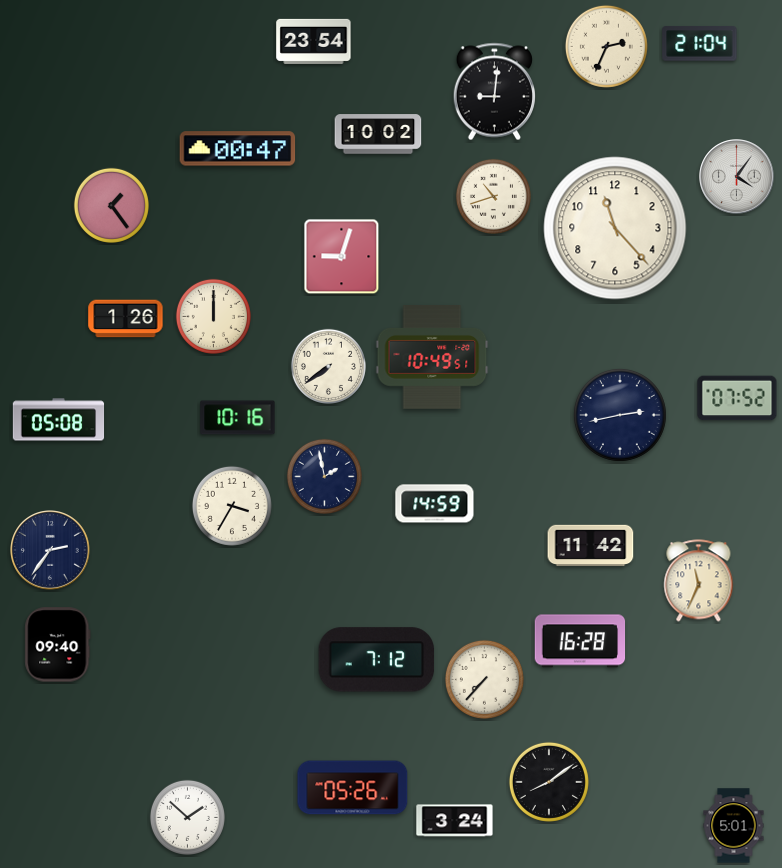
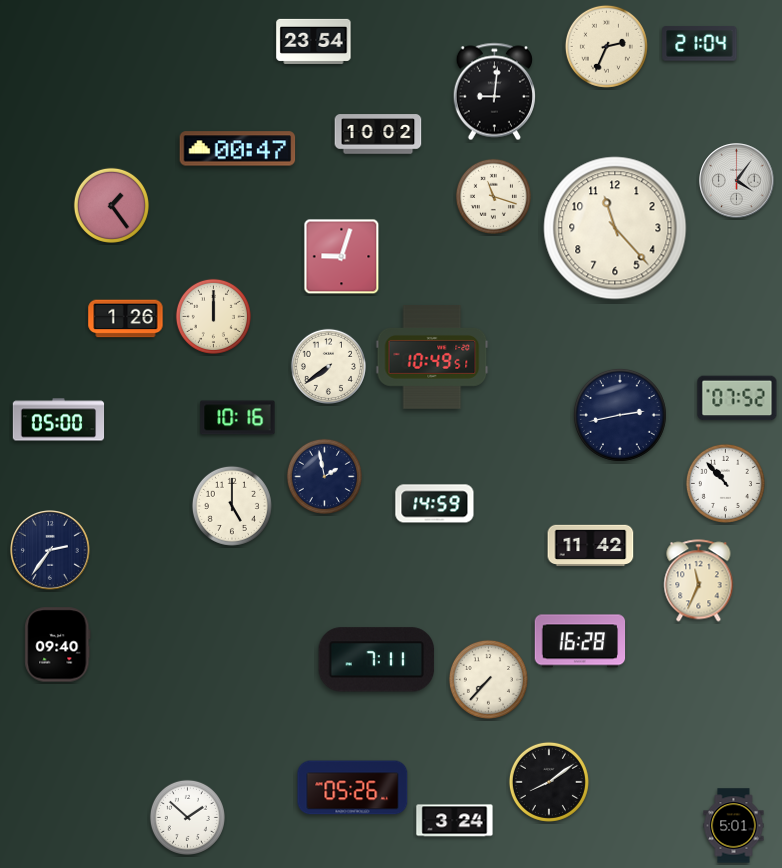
clock at (737, 177) position: (737, 177) -> (737, 181)
clock at (493, 196): 10:42 -> 11:18
clock at (59, 420): 05:08 -> 05:00
clock at (725, 483): none -> 10:53
clock at (232, 506): 3:35 -> 5:00
clock at (377, 660): 7:12 -> 7:11
clock at (484, 679) position: (484, 679) -> (488, 679)
